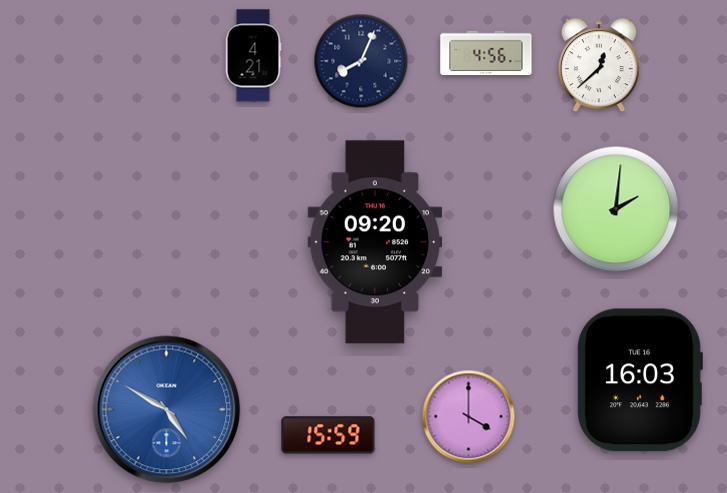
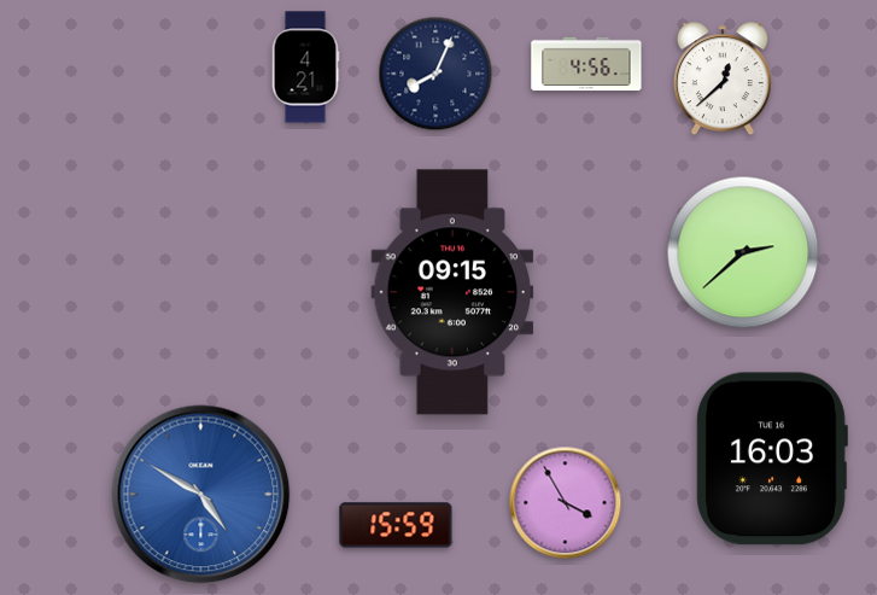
clock at (616, 209): 2:01 -> 2:38
clock at (375, 242): 09:20 -> 09:15
clock at (469, 417): 4:00 -> 3:55
